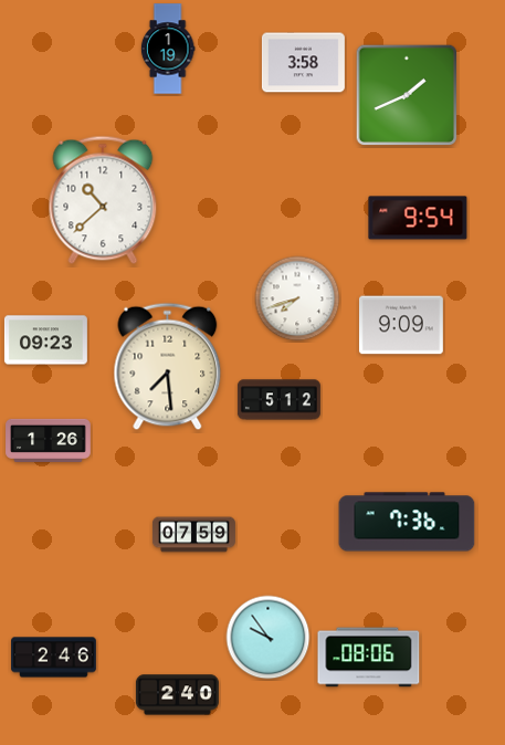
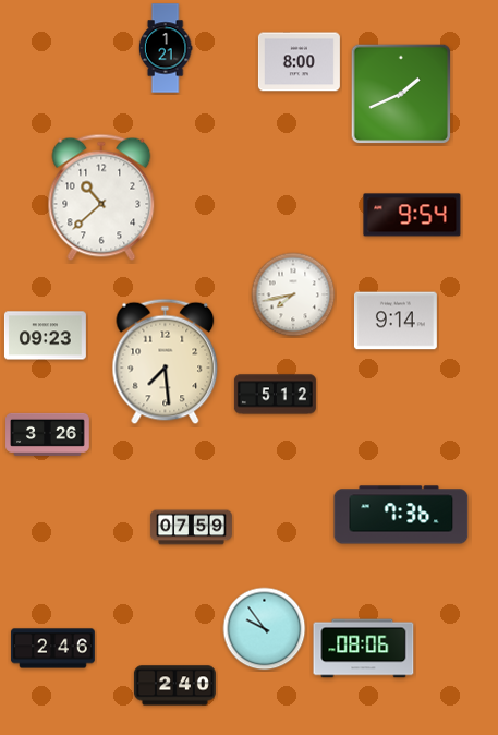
clock at (168, 49): 1:19 -> 1:21
clock at (303, 63): 3:58 -> 8:00
clock at (297, 298): 7:42 -> 7:43
clock at (401, 325): 9:09 -> 9:14
clock at (49, 440): 1:26 -> 3:26
